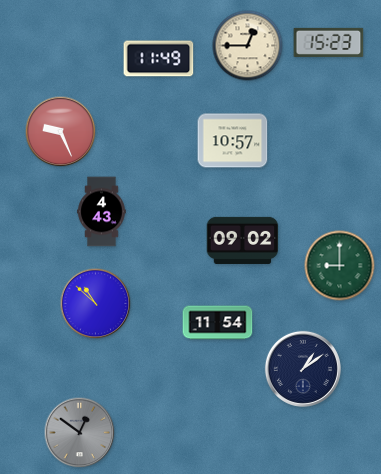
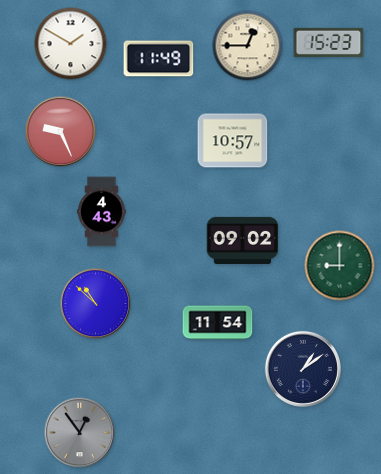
clock at (71, 44): none -> 1:50
clock at (80, 433): 12:51 -> 12:54
